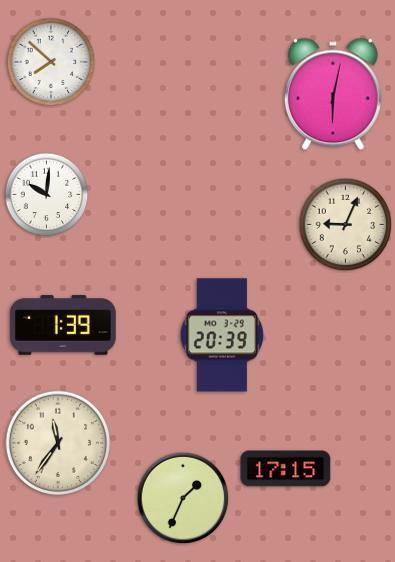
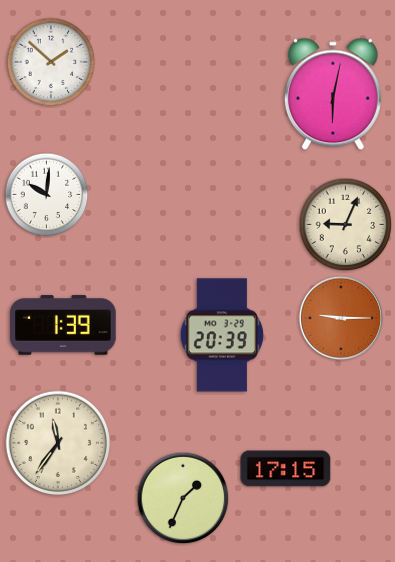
clock at (51, 62): 7:52 -> 1:52
clock at (341, 318): none -> 9:15
